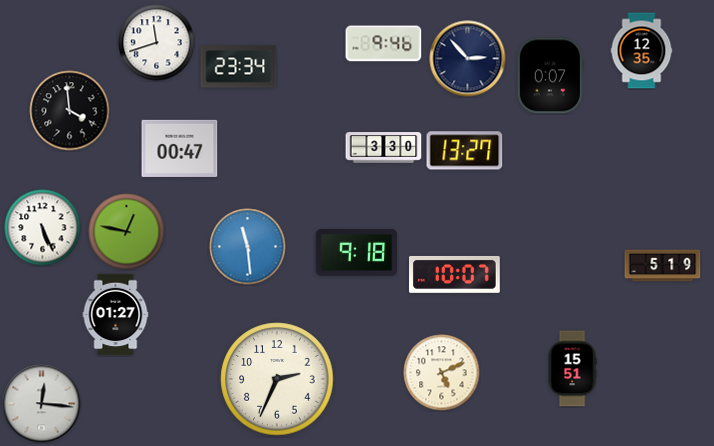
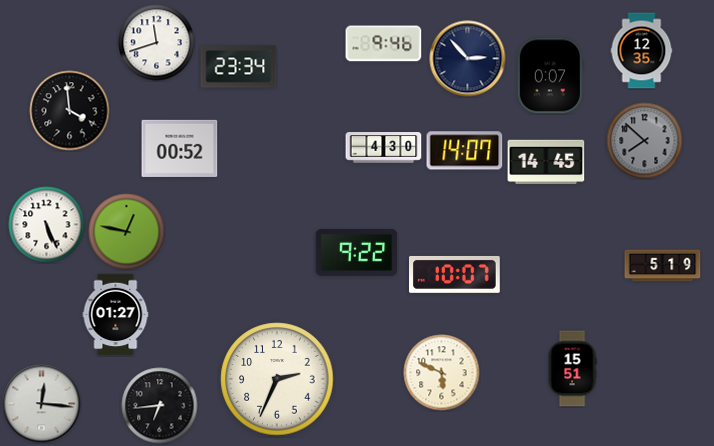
clock at (645, 141): none -> 7:52
clock at (180, 148): 00:47 -> 00:52
clock at (384, 148): 3:30 -> 4:30
clock at (465, 151): 13:27 -> 14:07
clock at (546, 162): none -> 14:45
clock at (43, 228) position: (43, 228) -> (47, 225)
clock at (248, 247): 11:29 -> none
clock at (357, 252): 9:18 -> 9:22
clock at (442, 373): 5:11 -> 5:49
clock at (160, 406): none -> 6:44
